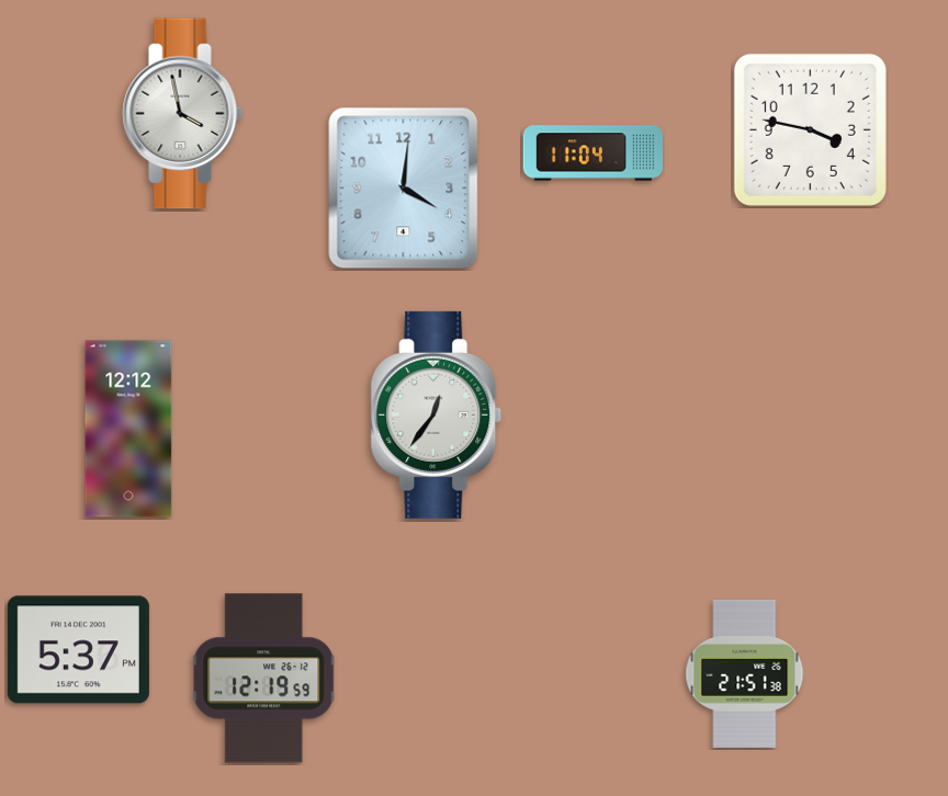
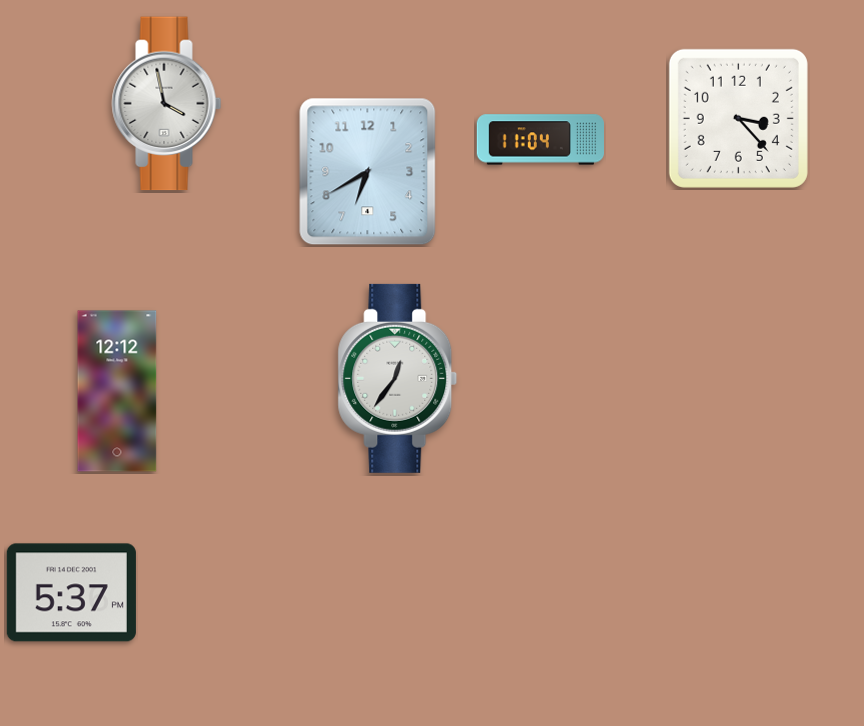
clock at (810, 129): 3:47 -> 3:23
clock at (404, 189): 4:01 -> 6:40
clock at (745, 673): 21:51 -> none
clock at (264, 679): 12:19 -> none
